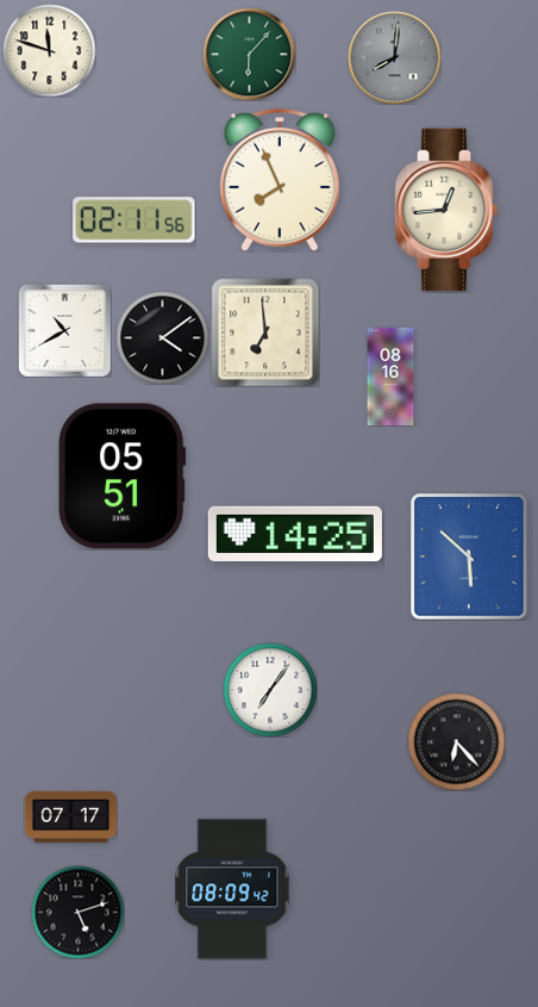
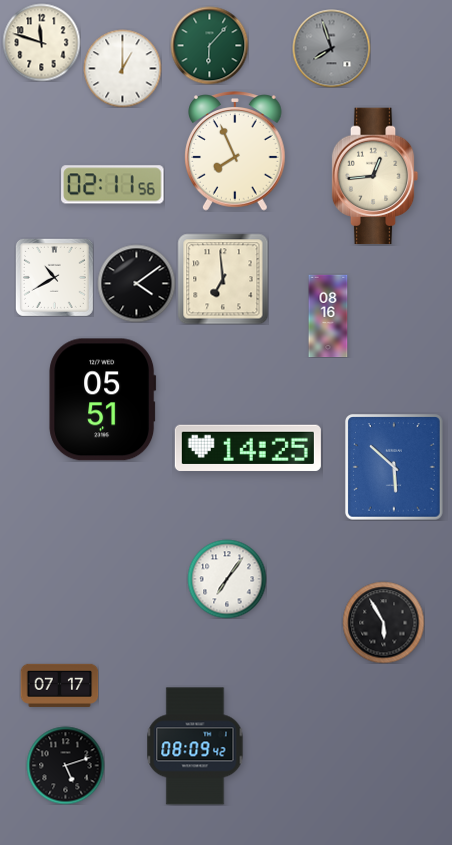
clock at (394, 57): 8:01 -> 7:57
clock at (122, 68): none -> 1:00
clock at (456, 741): 6:23 -> 5:55
